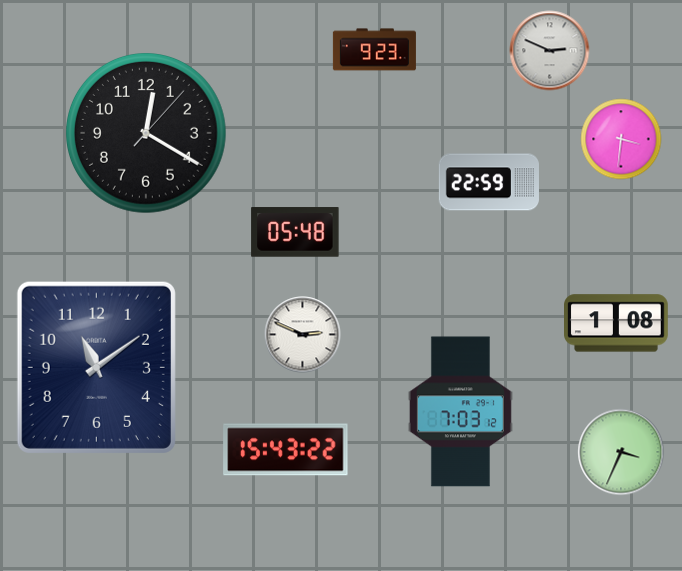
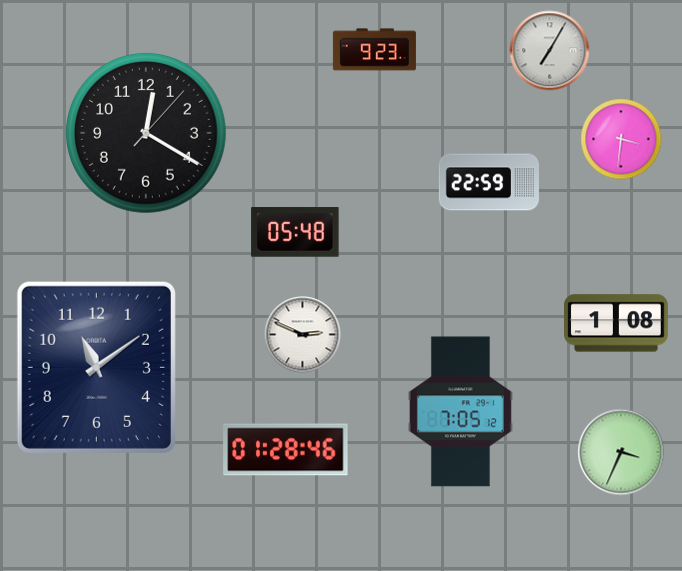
clock at (550, 51): 2:49 -> 7:05
clock at (460, 412): 7:03 -> 7:05
clock at (286, 450): 15:43 -> 01:28
